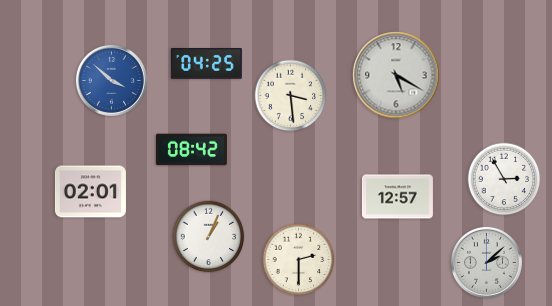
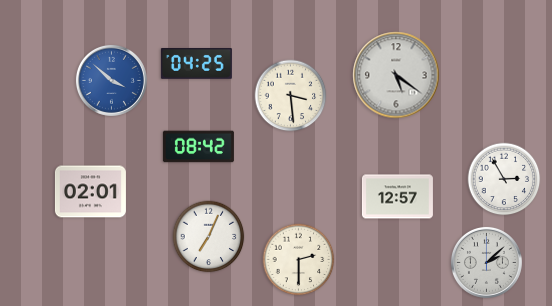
clock at (206, 64) position: (206, 64) -> (196, 64)
clock at (396, 75): 5:20 -> 5:21
clock at (191, 150) position: (191, 150) -> (198, 147)
clock at (209, 237): 1:04 -> 7:04
